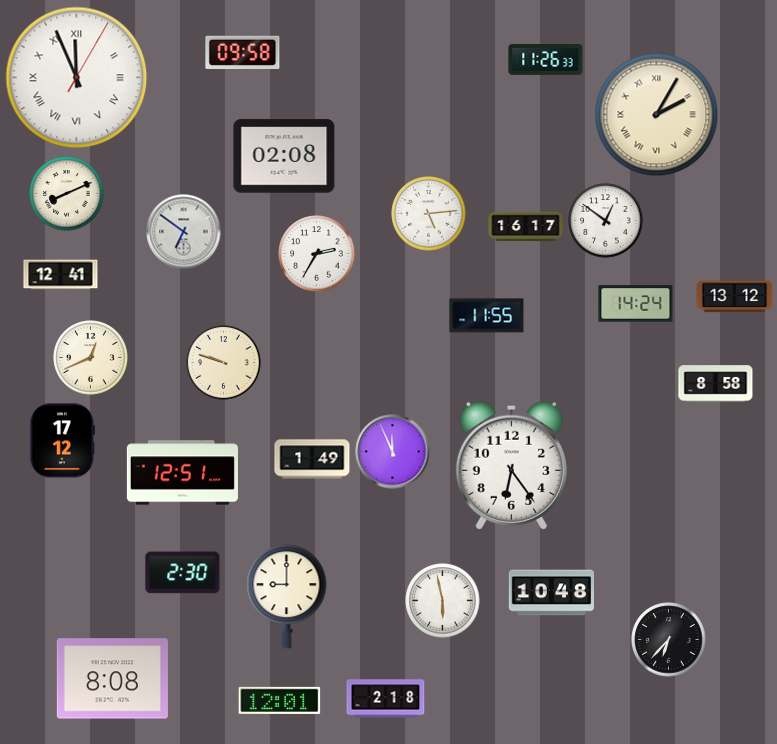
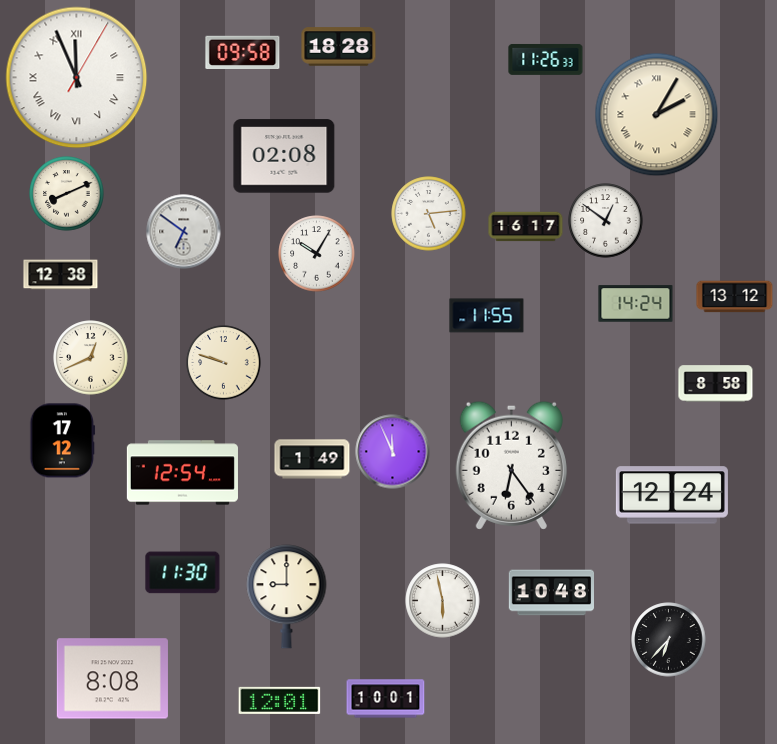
clock at (339, 47): none -> 18:28
clock at (317, 254): 2:35 -> 10:05
clock at (61, 275): 12:41 -> 12:38
clock at (182, 473): 12:51 -> 12:54
clock at (672, 495): none -> 12:24
clock at (183, 573): 2:30 -> 11:30
clock at (386, 699): 2:18 -> 10:01
